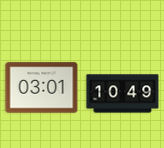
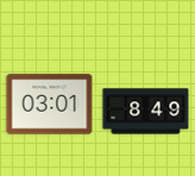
clock at (123, 94): 10:49 -> 8:49
